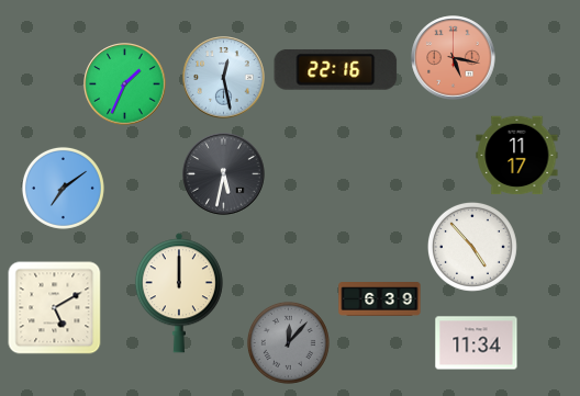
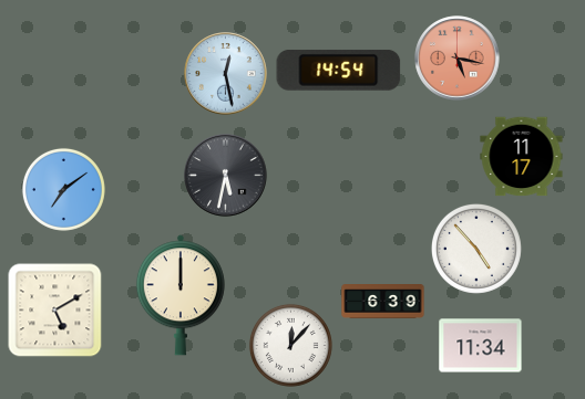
clock at (336, 69): 22:16 -> 14:54
clock at (224, 78) position: (224, 78) -> (226, 74)
clock at (125, 84): 1:34 -> none
clock at (288, 342) dial: grey -> white
